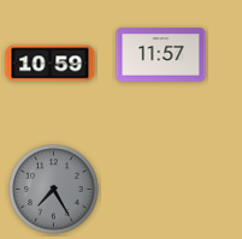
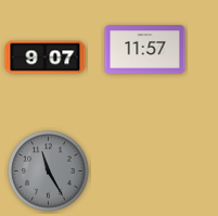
clock at (51, 64): 10:59 -> 9:07
clock at (54, 190): 7:25 -> 11:25
